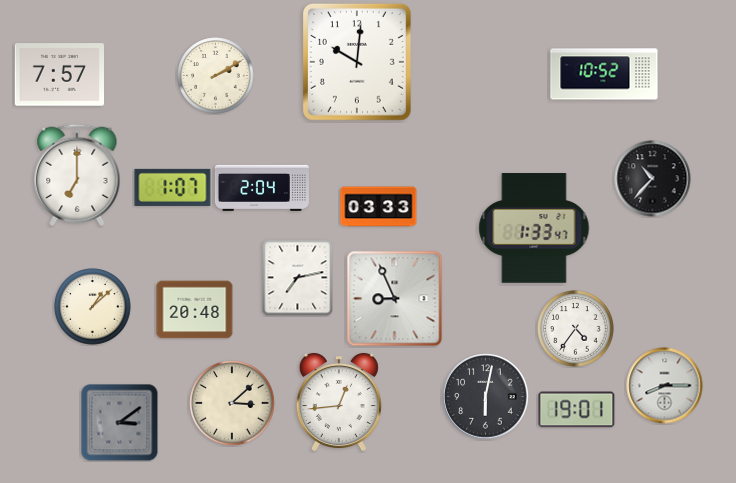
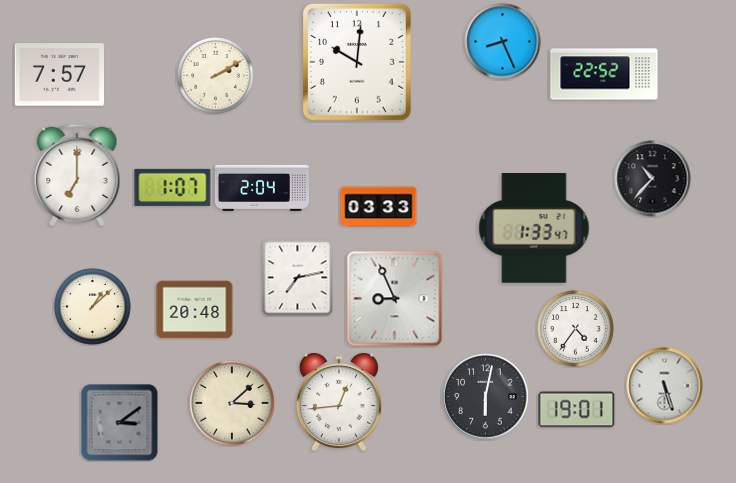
clock at (503, 42): none -> 8:26
clock at (604, 74): 10:52 -> 22:52
clock at (665, 386): 8:15 -> 5:27
